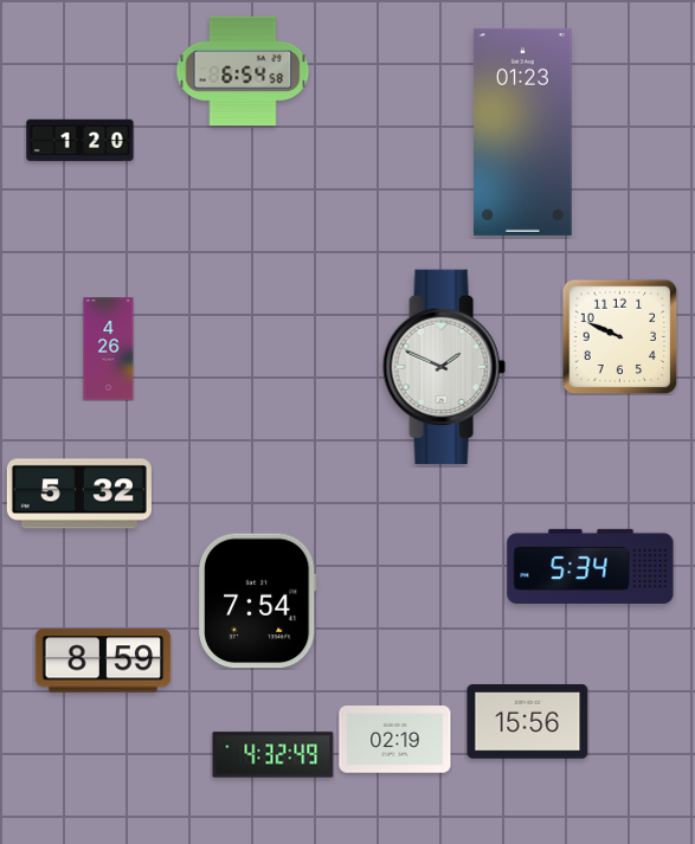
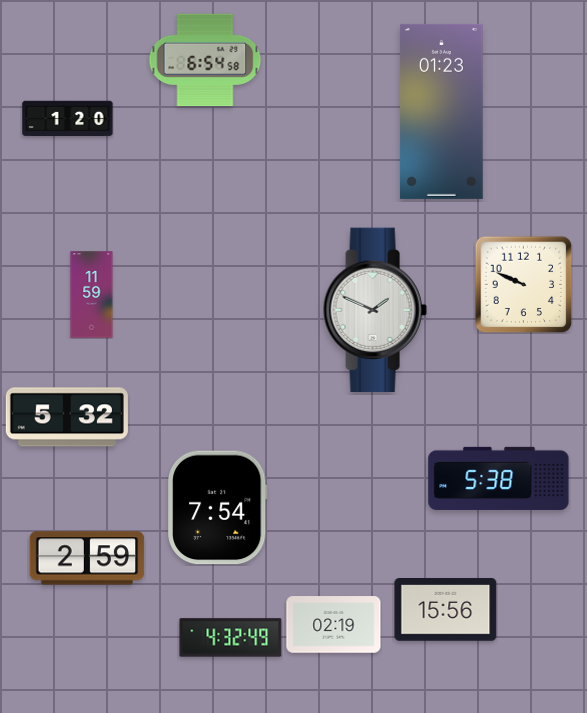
clock at (109, 349): 4:26 -> 11:59
clock at (591, 566): 5:34 -> 5:38
clock at (103, 661): 8:59 -> 2:59
